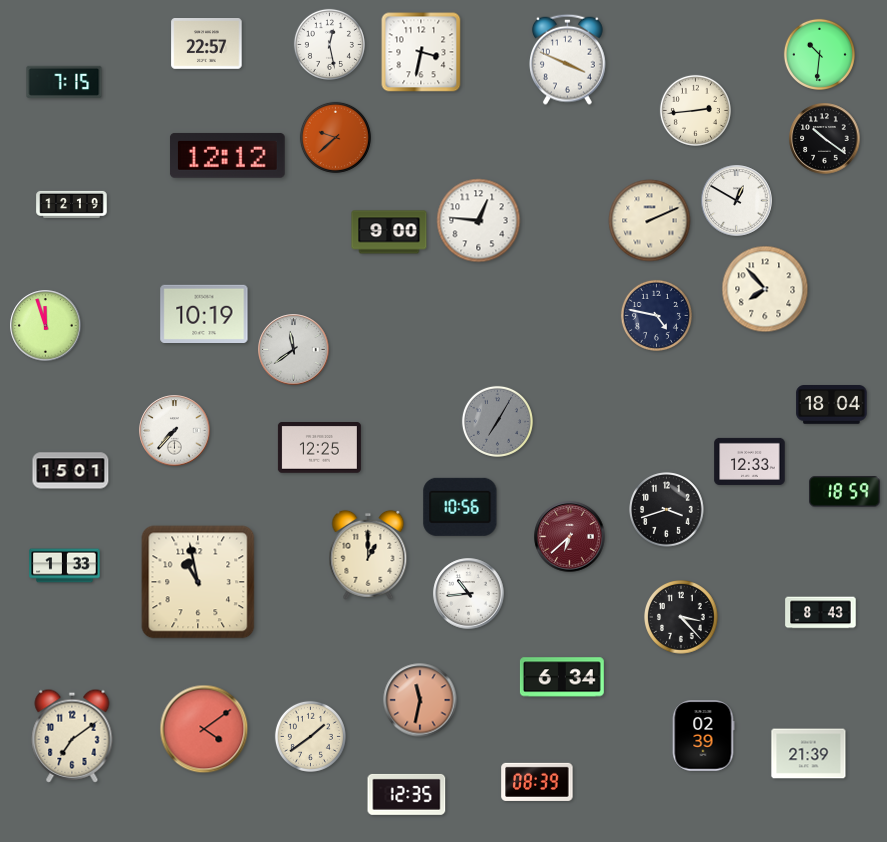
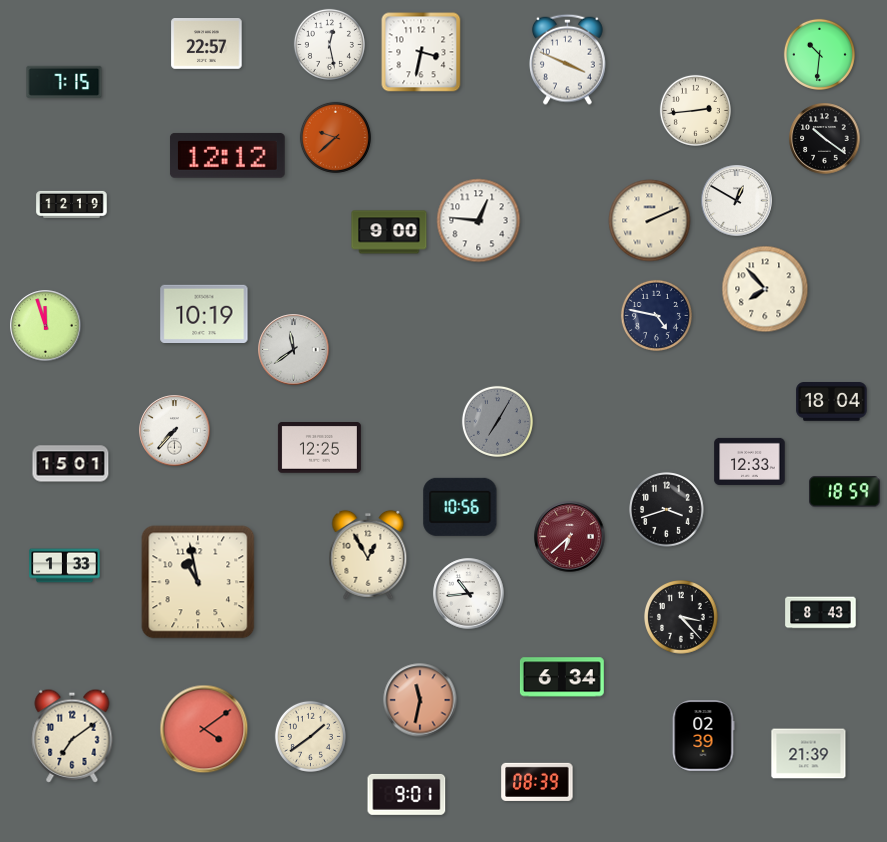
clock at (832, 405) position: (832, 405) -> (832, 402)
clock at (71, 471) position: (71, 471) -> (71, 464)
clock at (368, 555): 1:00 -> 12:55
clock at (407, 794): 12:35 -> 9:01
